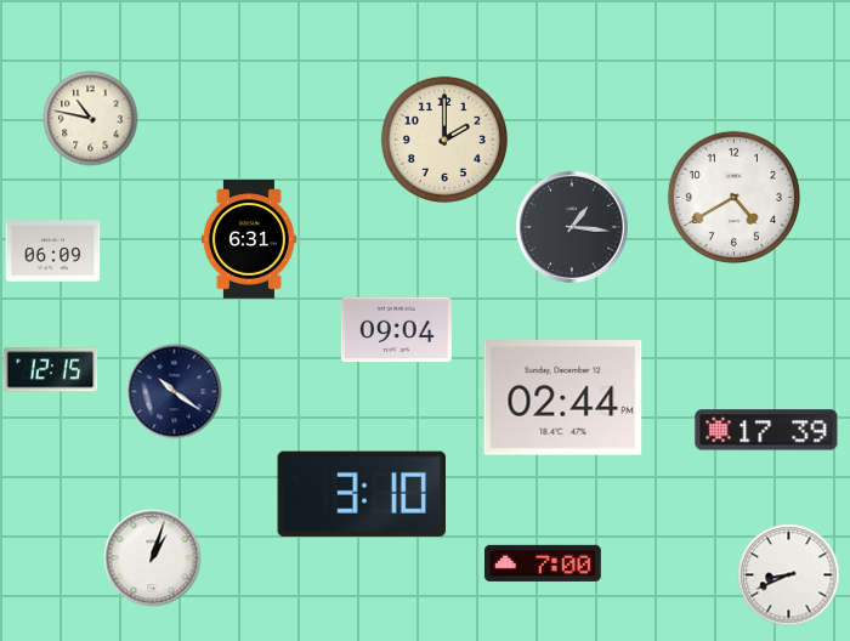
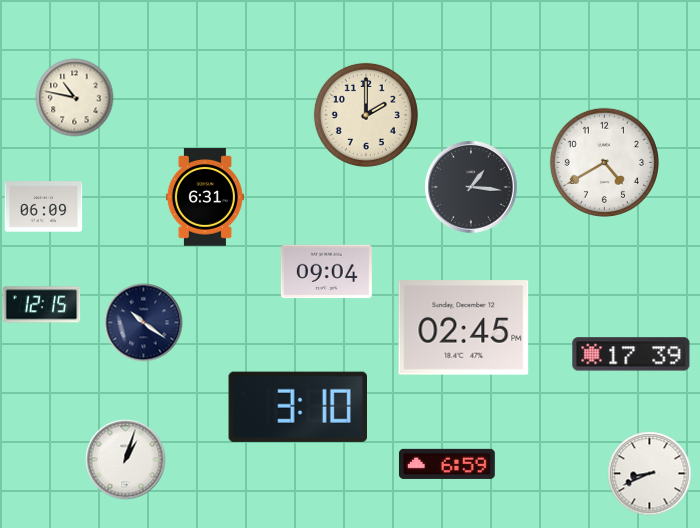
clock at (563, 398): 02:44 -> 02:45
clock at (543, 563): 7:00 -> 6:59
